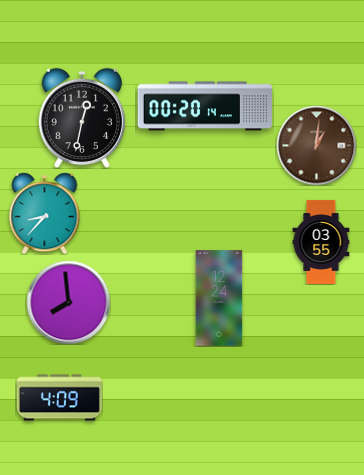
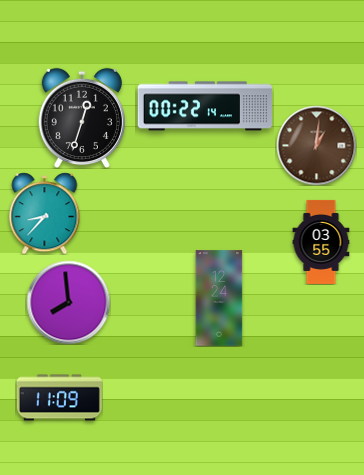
clock at (204, 106): 00:20 -> 00:22
clock at (82, 118): 12:32 -> 12:33
clock at (59, 398): 4:09 -> 11:09
